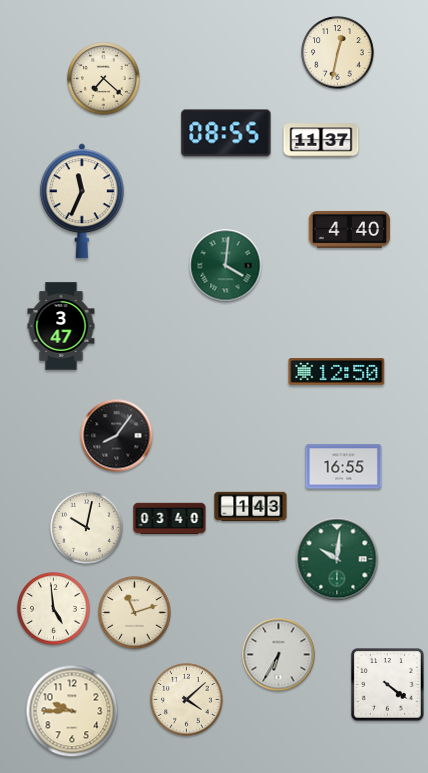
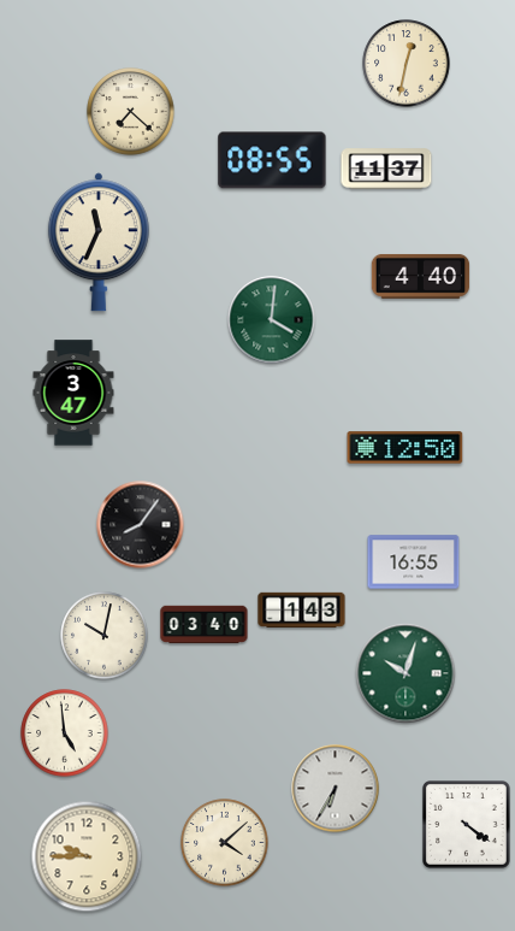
clock at (104, 79) position: (104, 79) -> (131, 112)
clock at (337, 559): 10:01 -> 10:03
clock at (135, 613): 11:12 -> none
